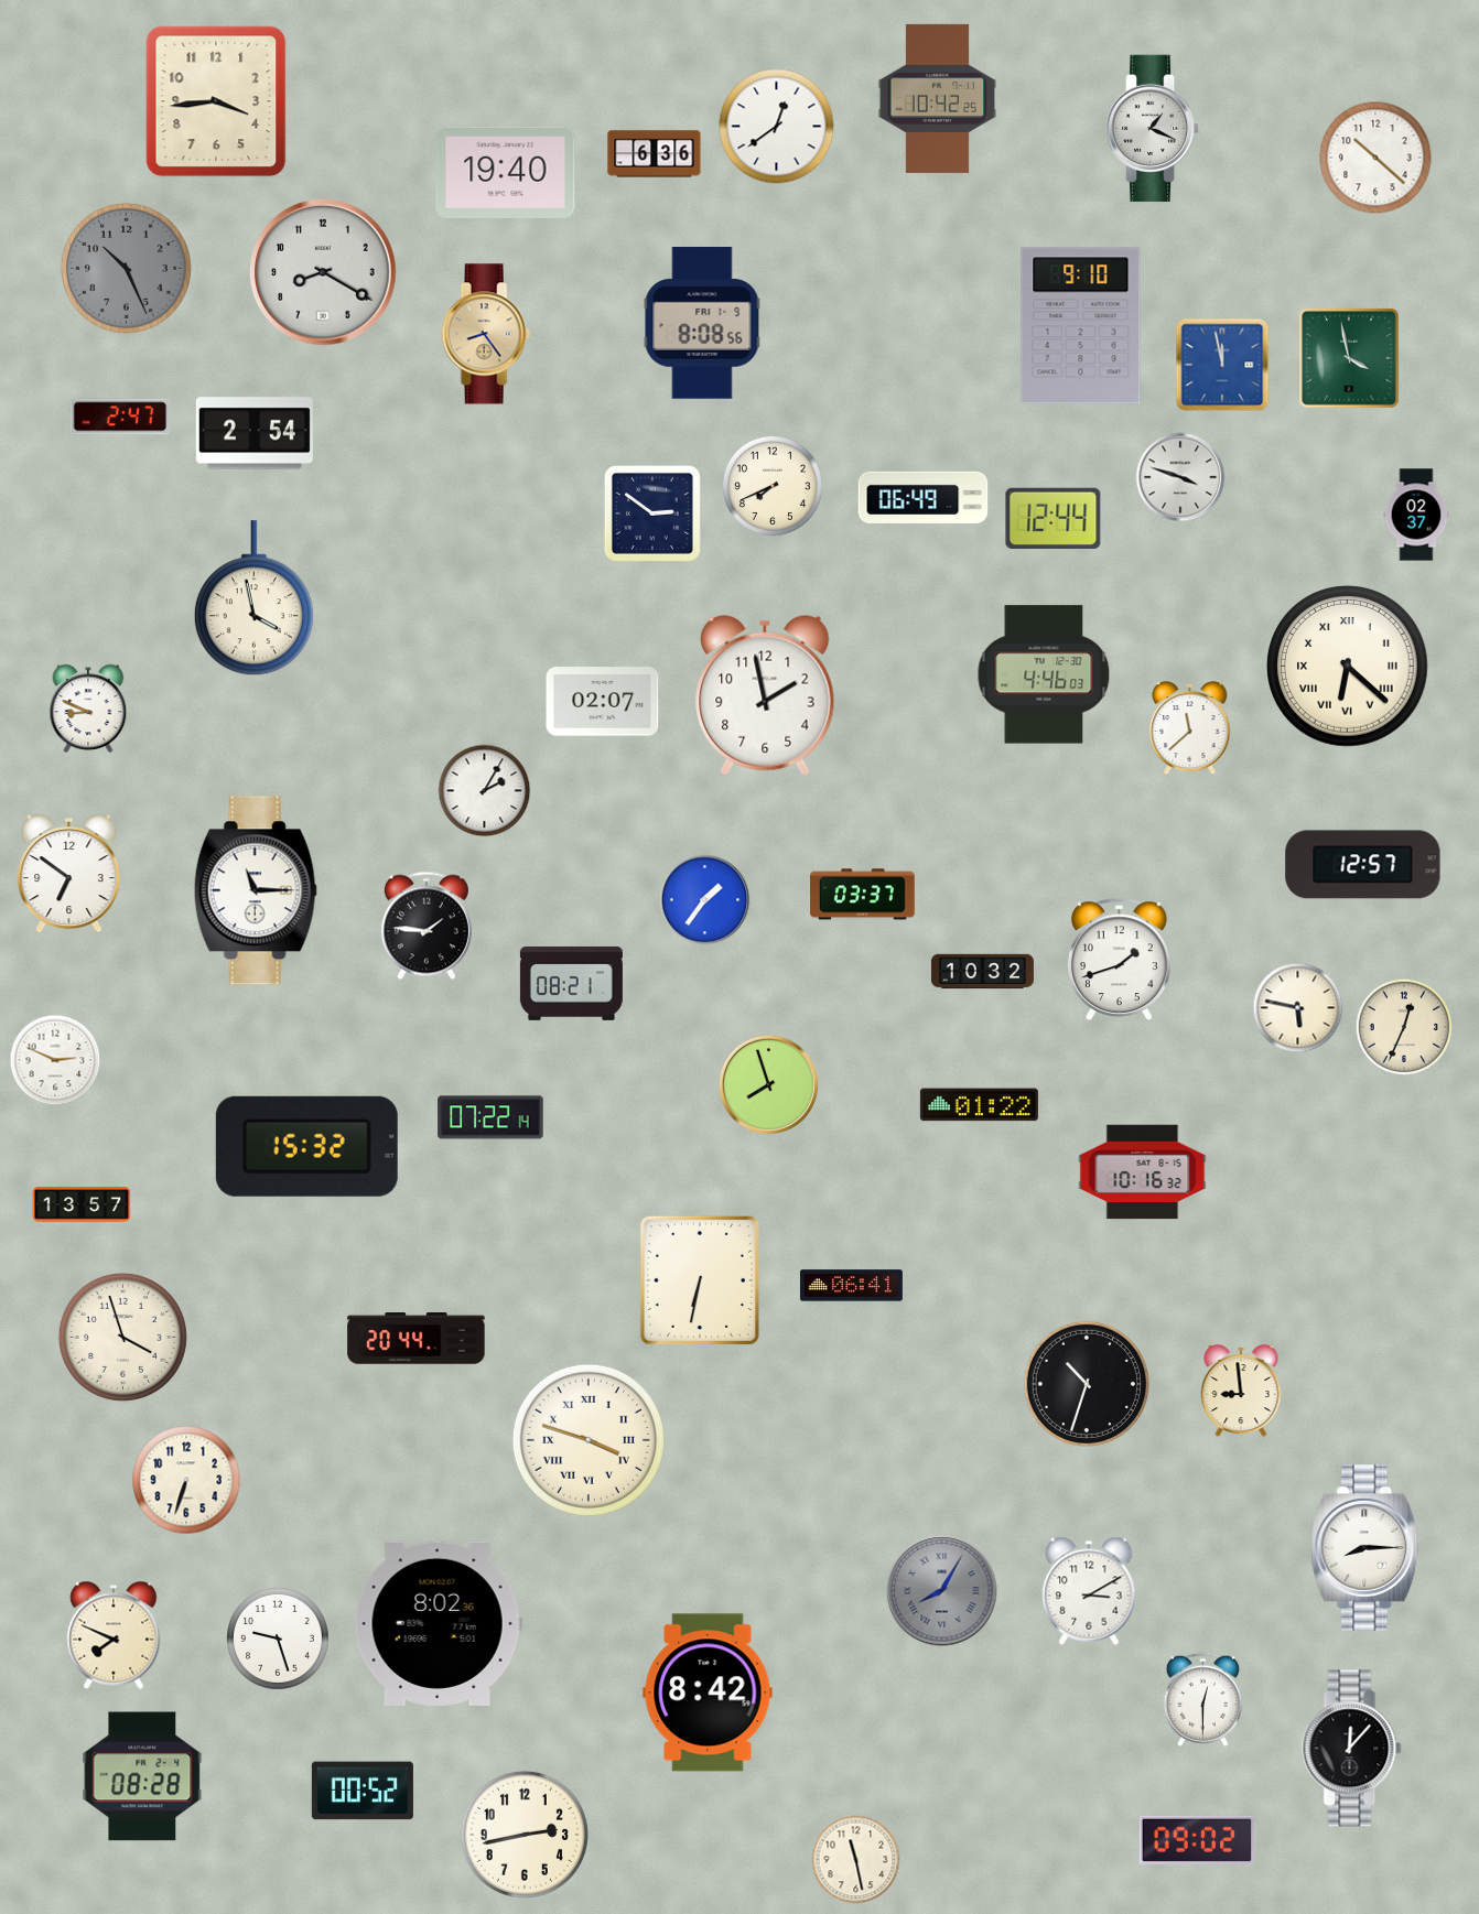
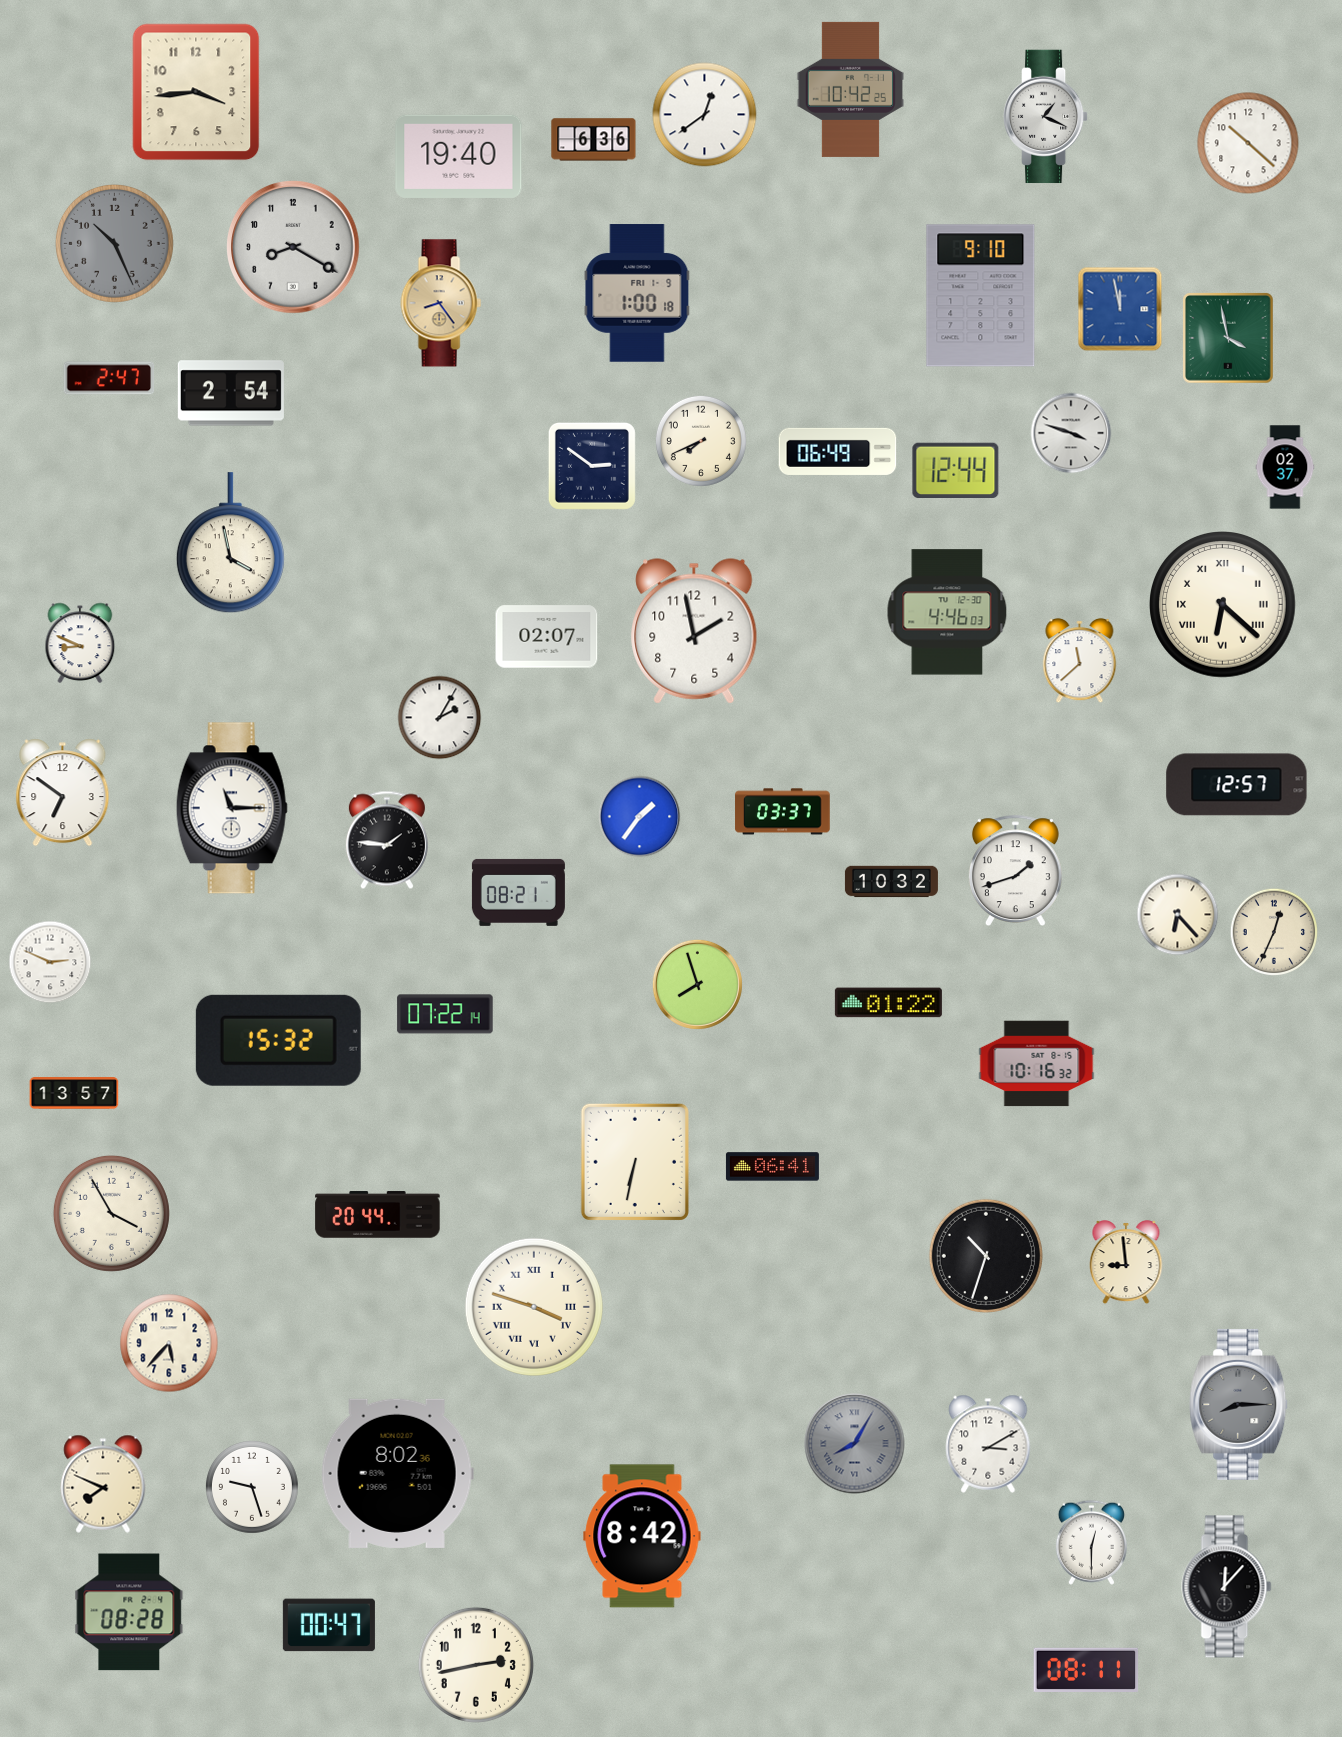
clock at (702, 323): 8:08 -> 1:00
clock at (1350, 359) position: (1350, 359) -> (1229, 339)
clock at (1222, 365) position: (1222, 365) -> (1120, 309)
clock at (1298, 1008): 5:47 -> 6:23
clock at (122, 1337): 3:57 -> 3:55
clock at (186, 1480): 6:33 -> 5:37
clock at (1365, 1547) dial: white -> grey
clock at (363, 1791): 00:52 -> 00:47
clock at (1197, 1840): 09:02 -> 08:11
clock at (856, 1860): 11:28 -> none
